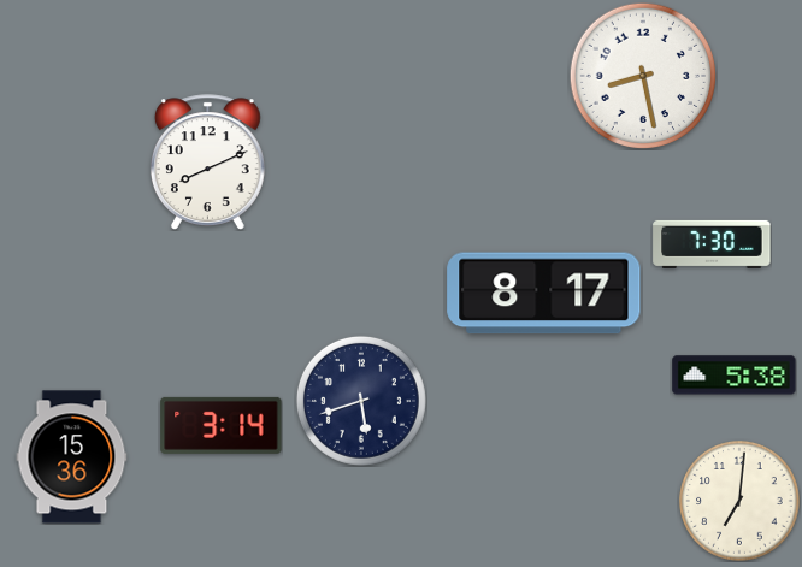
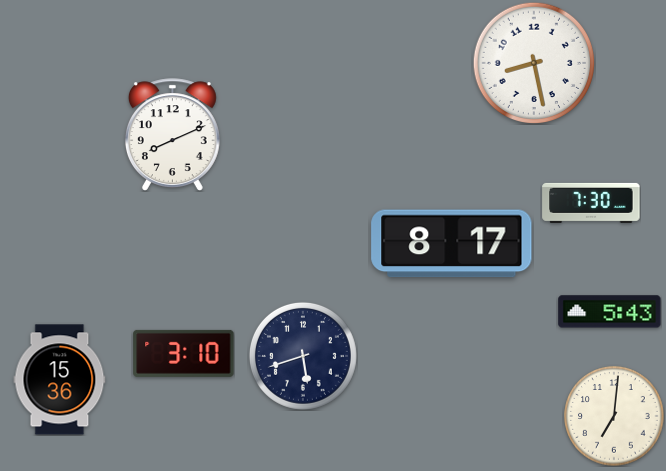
clock at (735, 376): 5:38 -> 5:43
clock at (361, 401) position: (361, 401) -> (303, 356)
clock at (222, 425): 3:14 -> 3:10
